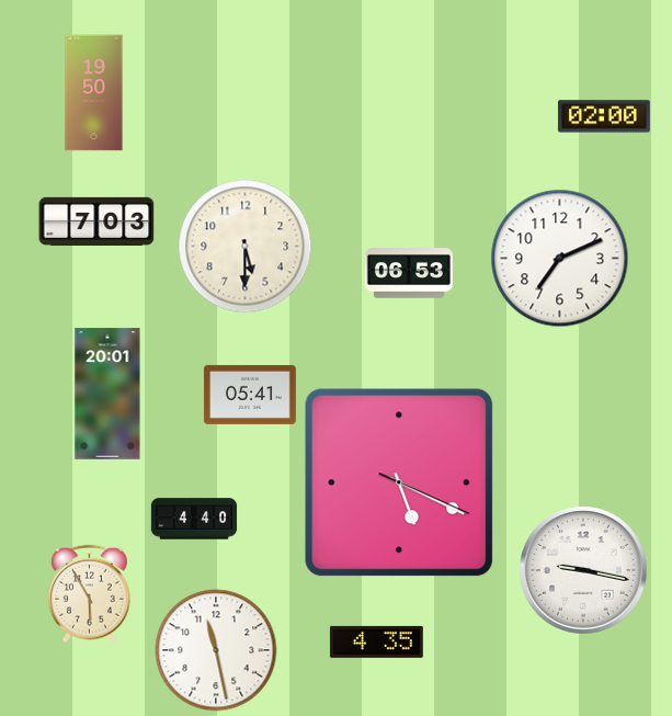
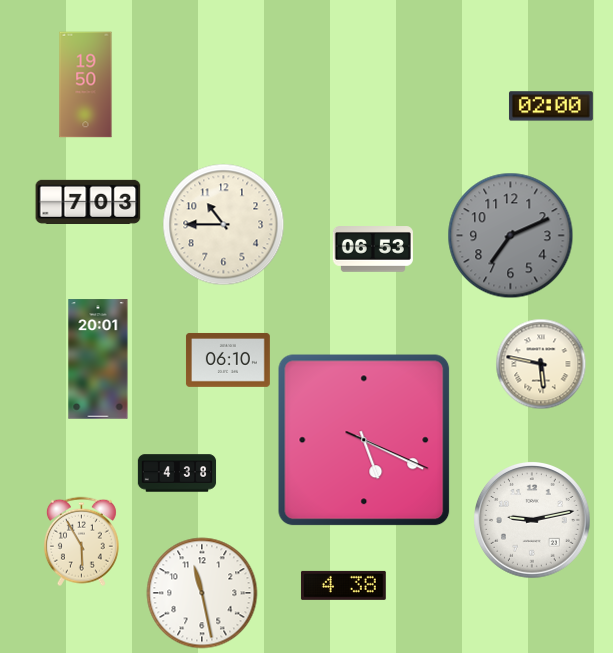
clock at (246, 247): 5:30 -> 10:45
clock at (560, 259) dial: white -> grey
clock at (250, 395): 05:41 -> 06:10
clock at (541, 364): none -> 5:47
clock at (194, 519): 4:40 -> 4:38
clock at (584, 571): 9:17 -> 9:13
clock at (376, 641): 4:35 -> 4:38
clock at (216, 650) position: (216, 650) -> (202, 593)
